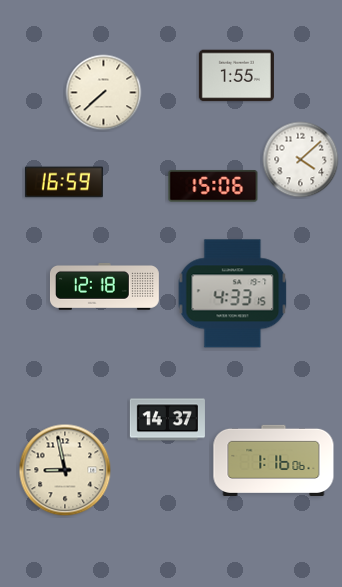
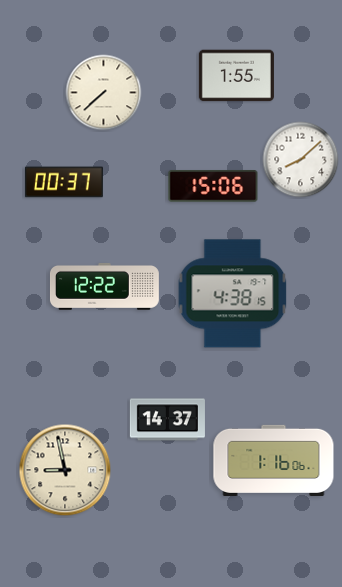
clock at (301, 160): 4:08 -> 8:08
clock at (64, 182): 16:59 -> 00:37
clock at (104, 286): 12:18 -> 12:22
clock at (233, 294): 4:33 -> 4:38
